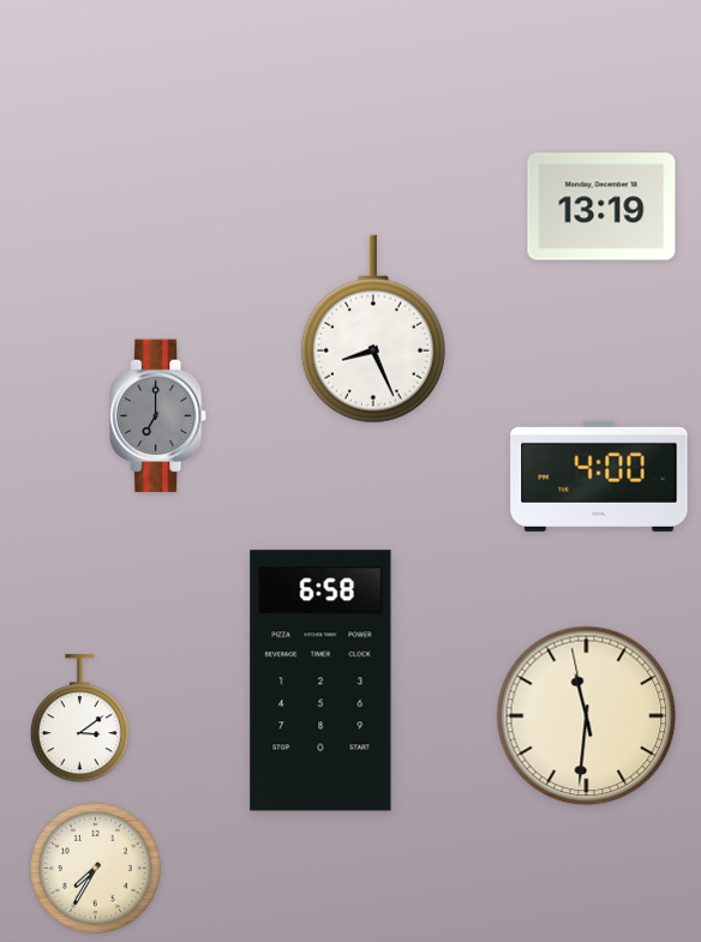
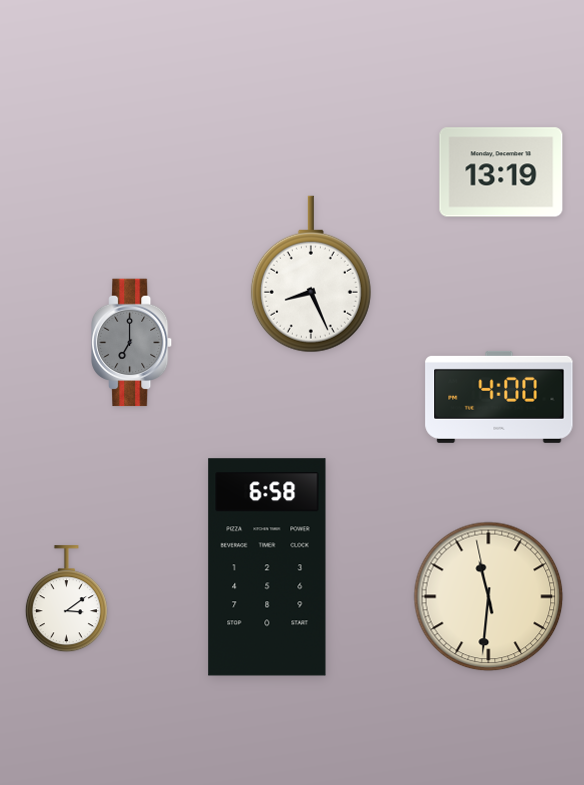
clock at (158, 416) position: (158, 416) -> (132, 343)
clock at (95, 868): 7:35 -> none
